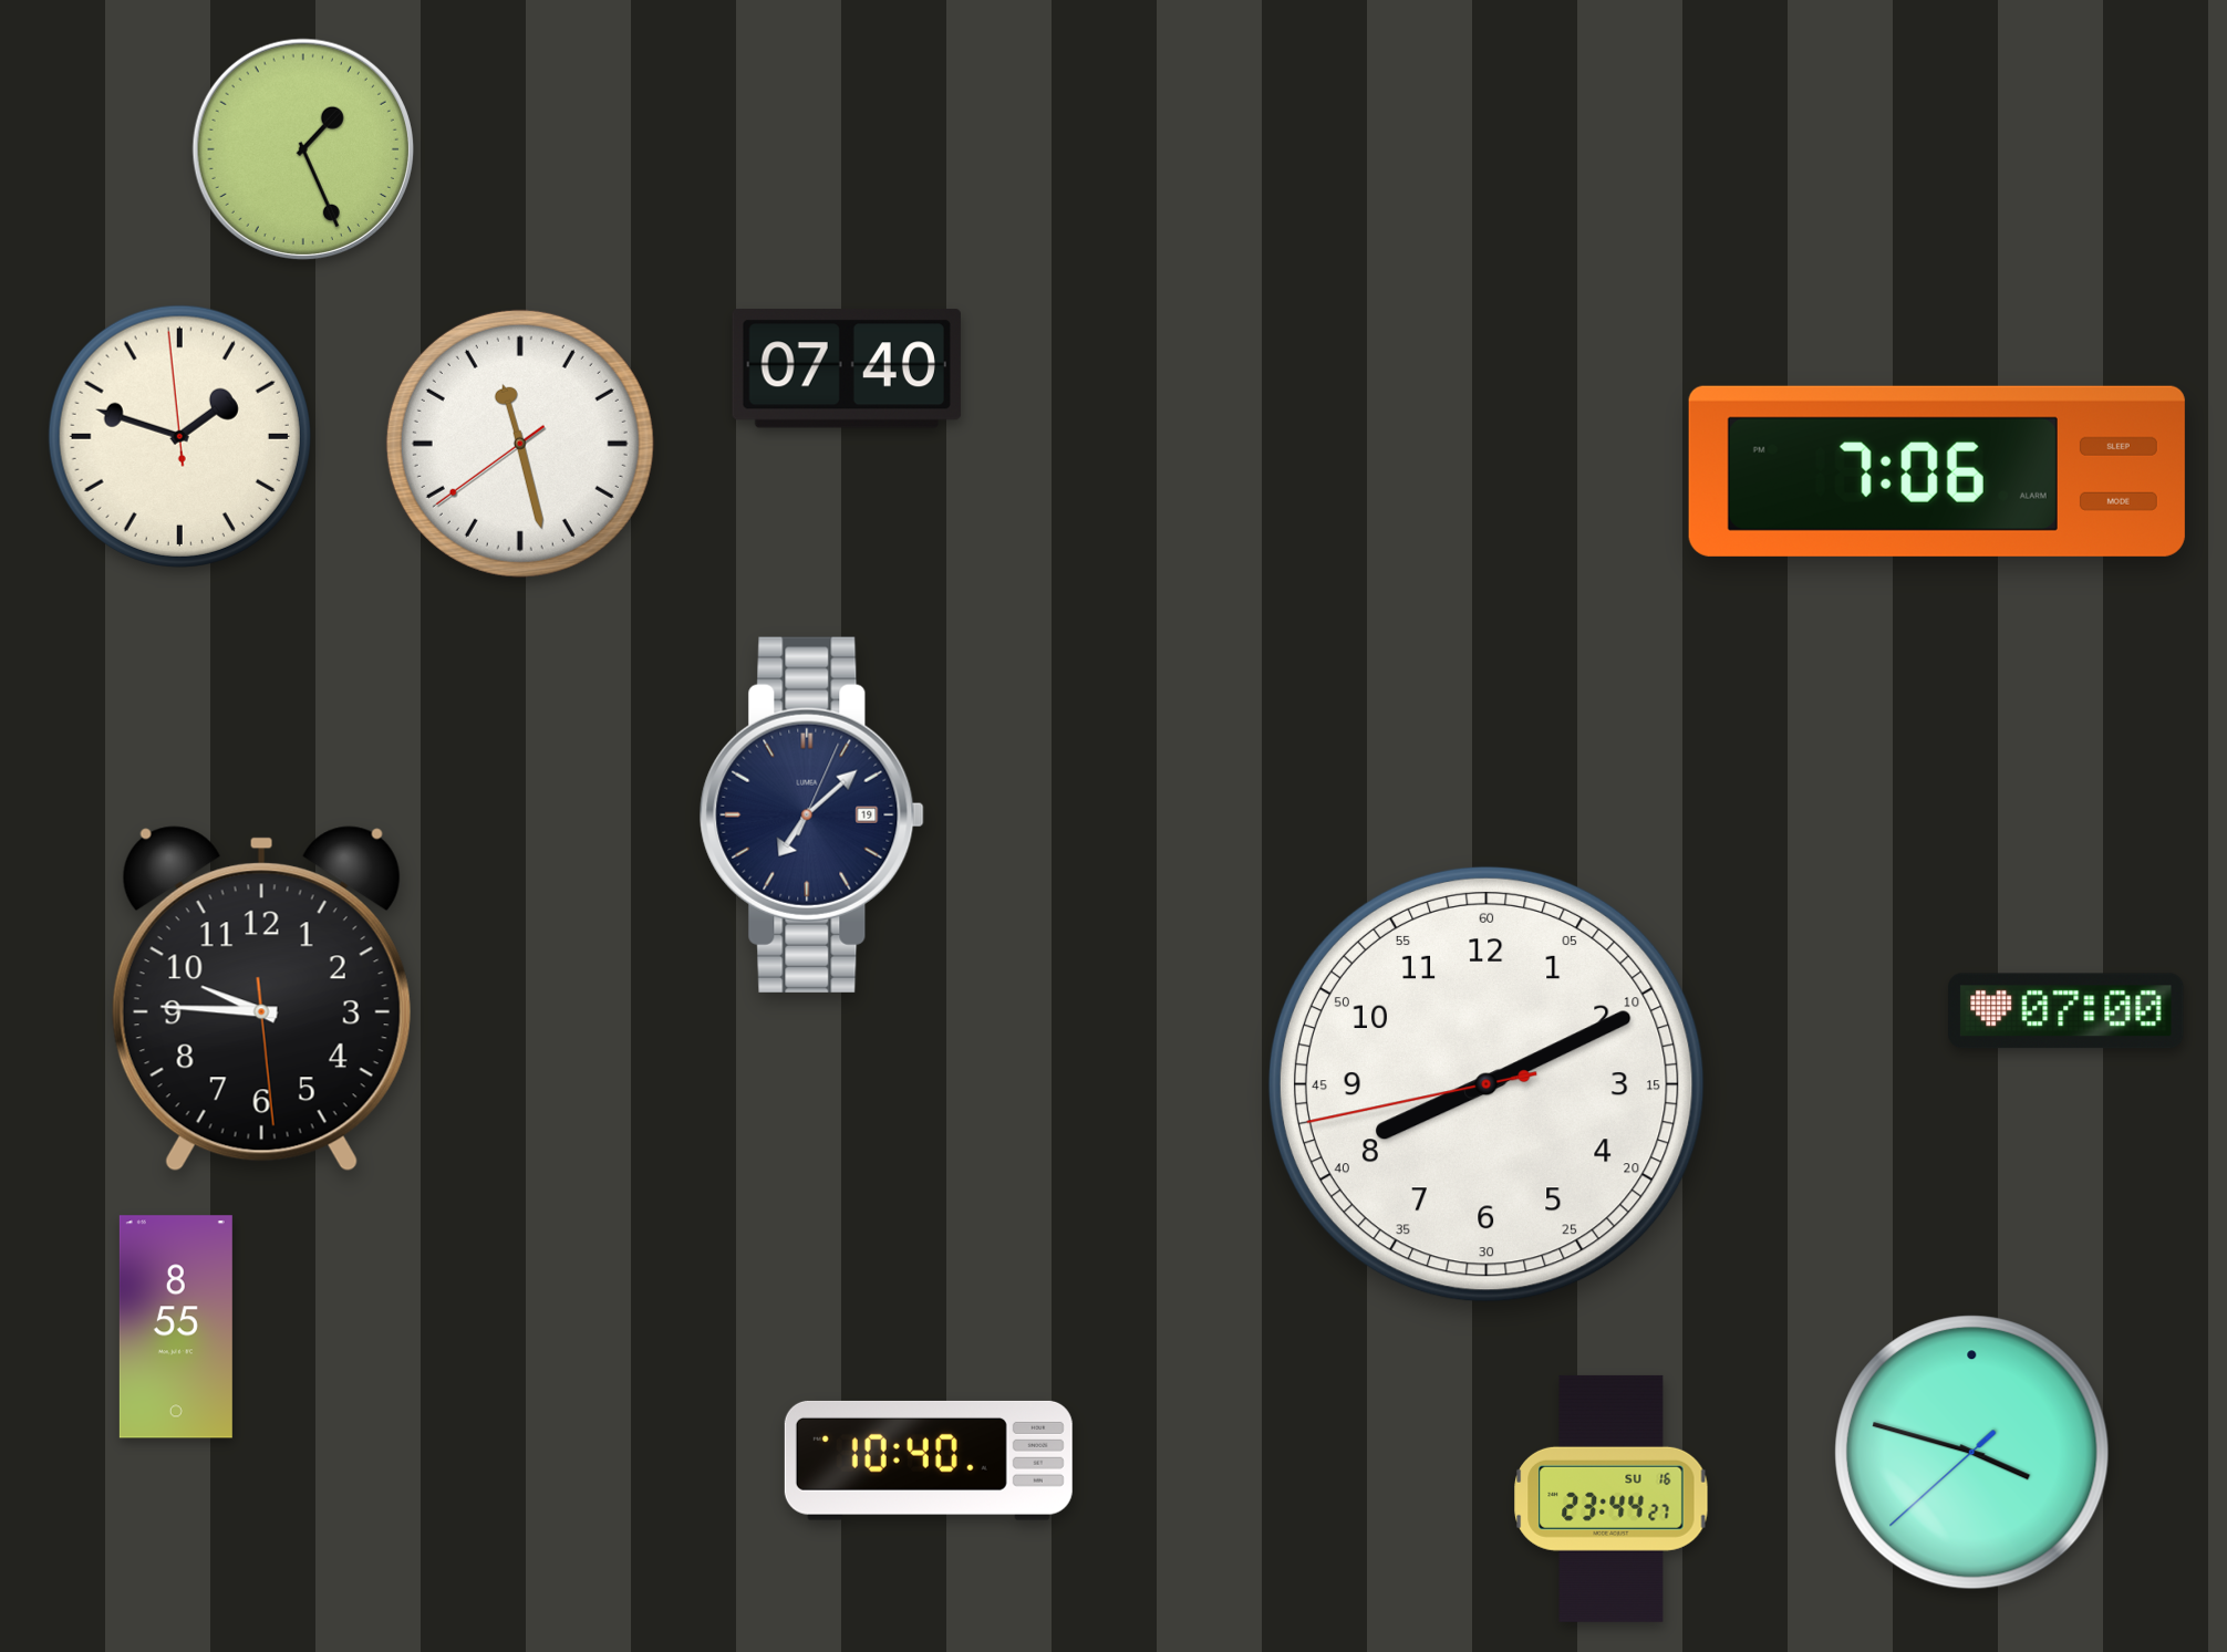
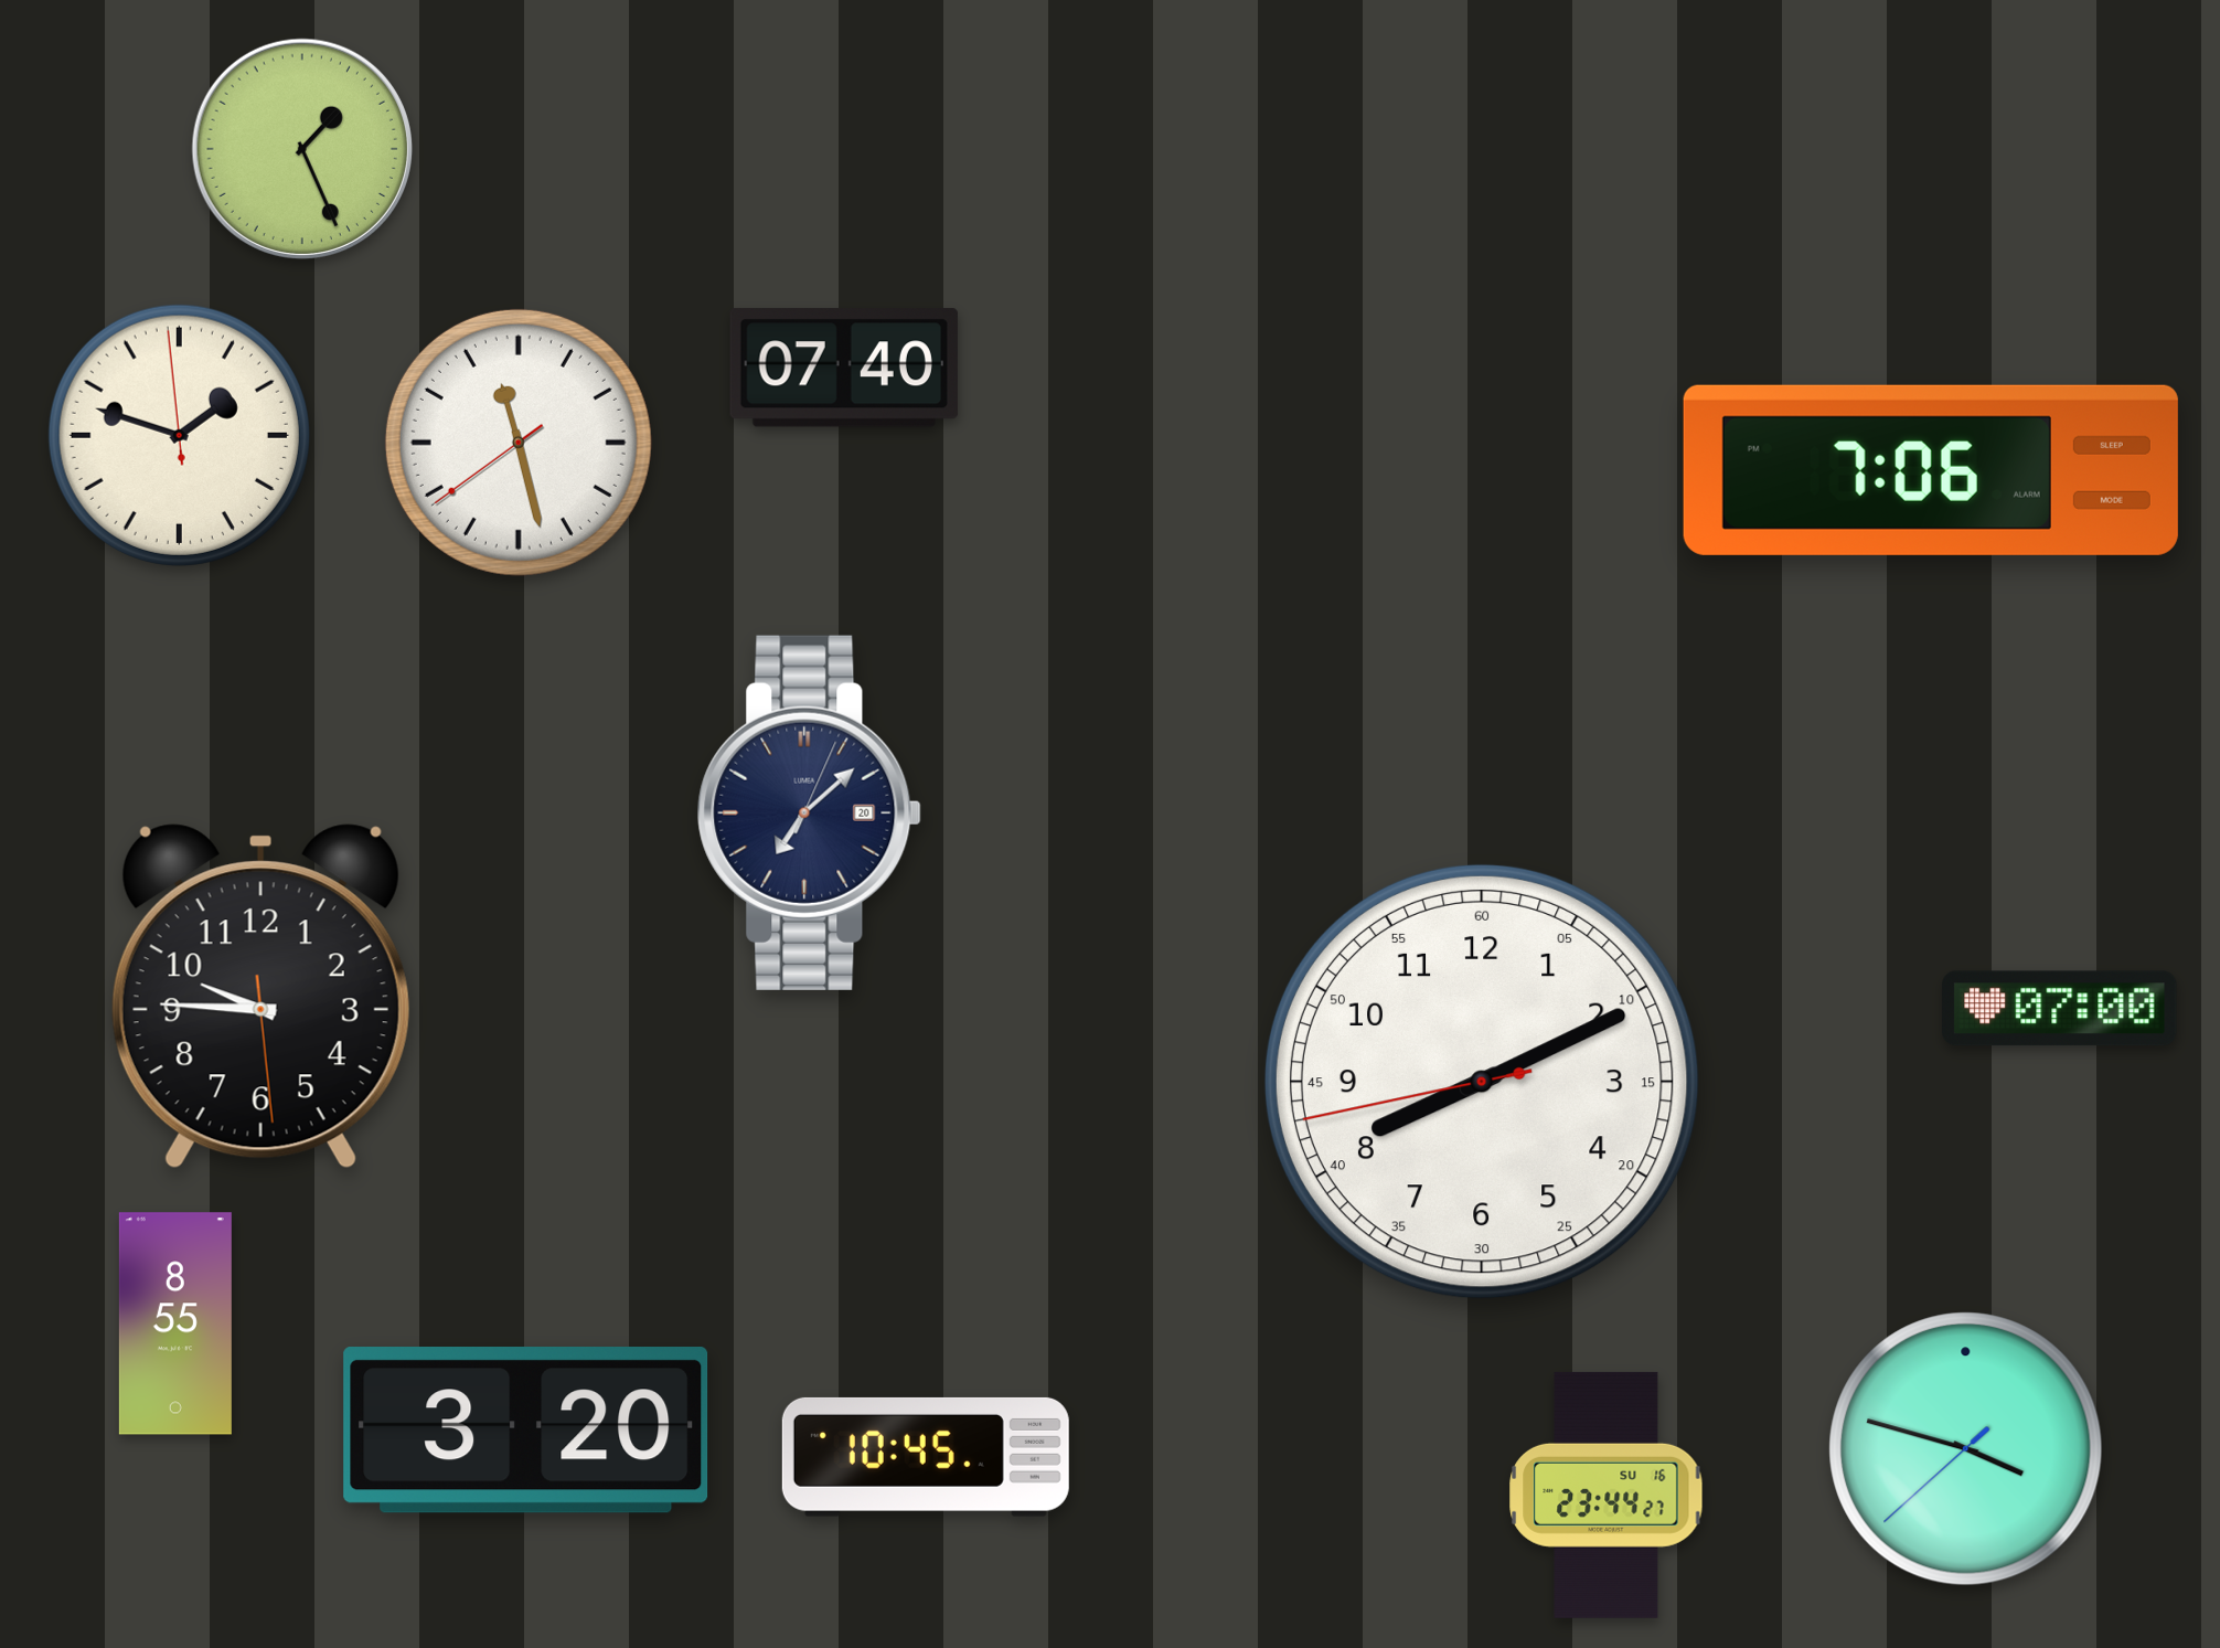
clock at (811, 814) date: 19 -> 20
clock at (526, 1431): none -> 3:20
clock at (929, 1461): 10:40 -> 10:45
